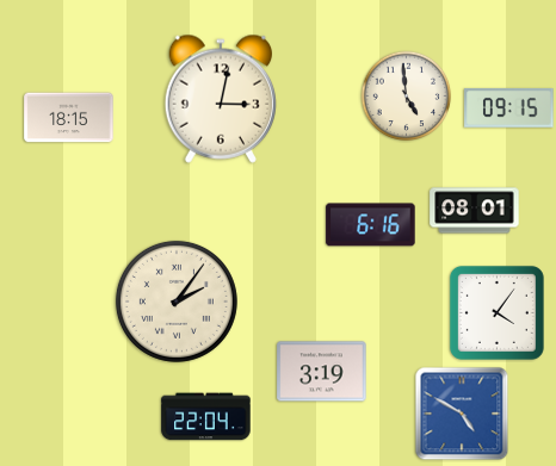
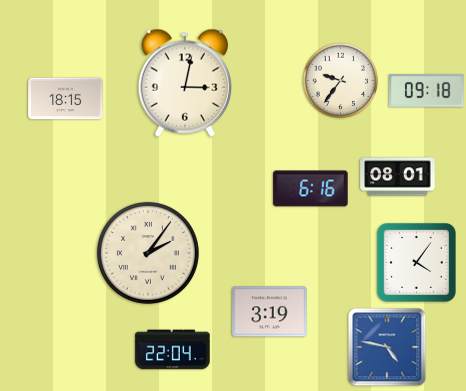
clock at (407, 97): 4:59 -> 9:36
clock at (509, 107): 09:15 -> 09:18
clock at (69, 118) position: (69, 118) -> (66, 99)
clock at (462, 414): 4:50 -> 4:47
